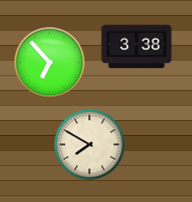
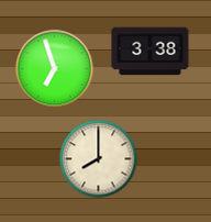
clock at (50, 63): 6:53 -> 6:57
clock at (90, 145): 7:50 -> 8:00
